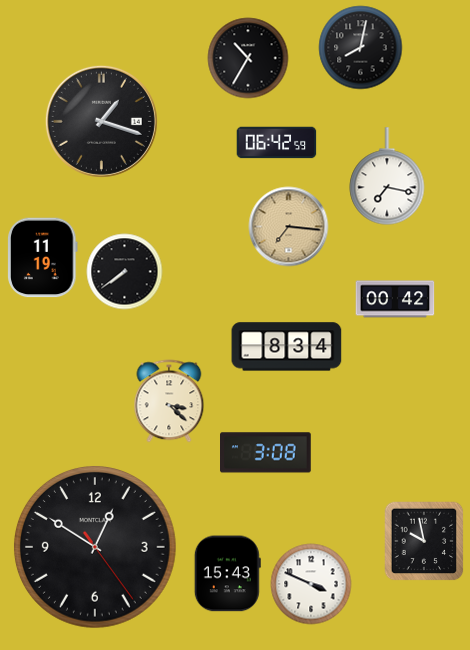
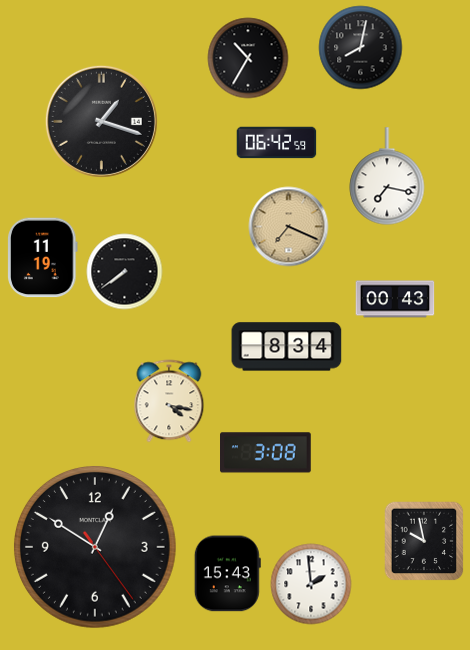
clock at (289, 227): 7:16 -> 7:19
clock at (395, 299): 00:42 -> 00:43
clock at (169, 401): 3:22 -> 4:17
clock at (311, 584): 3:49 -> 1:59
